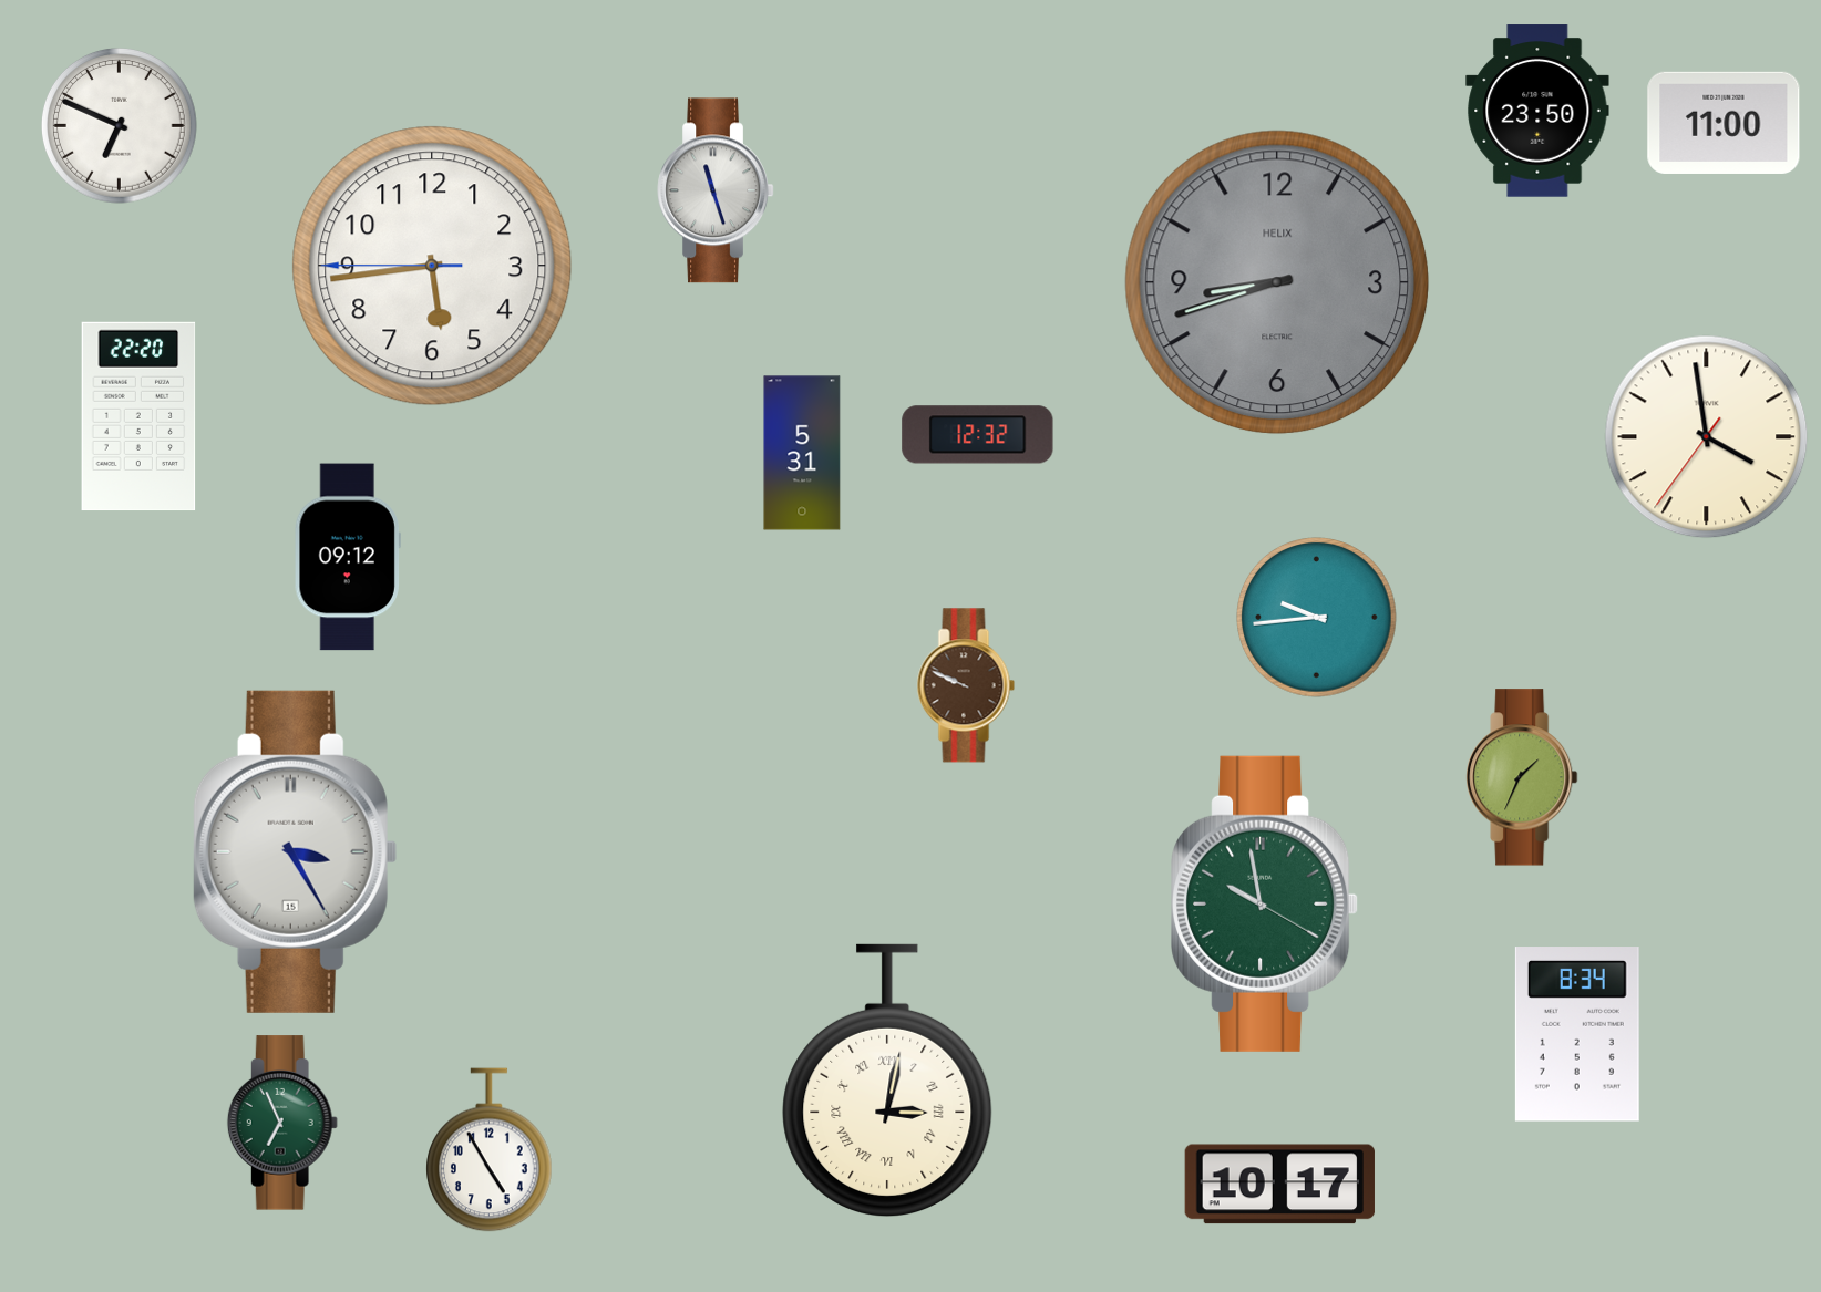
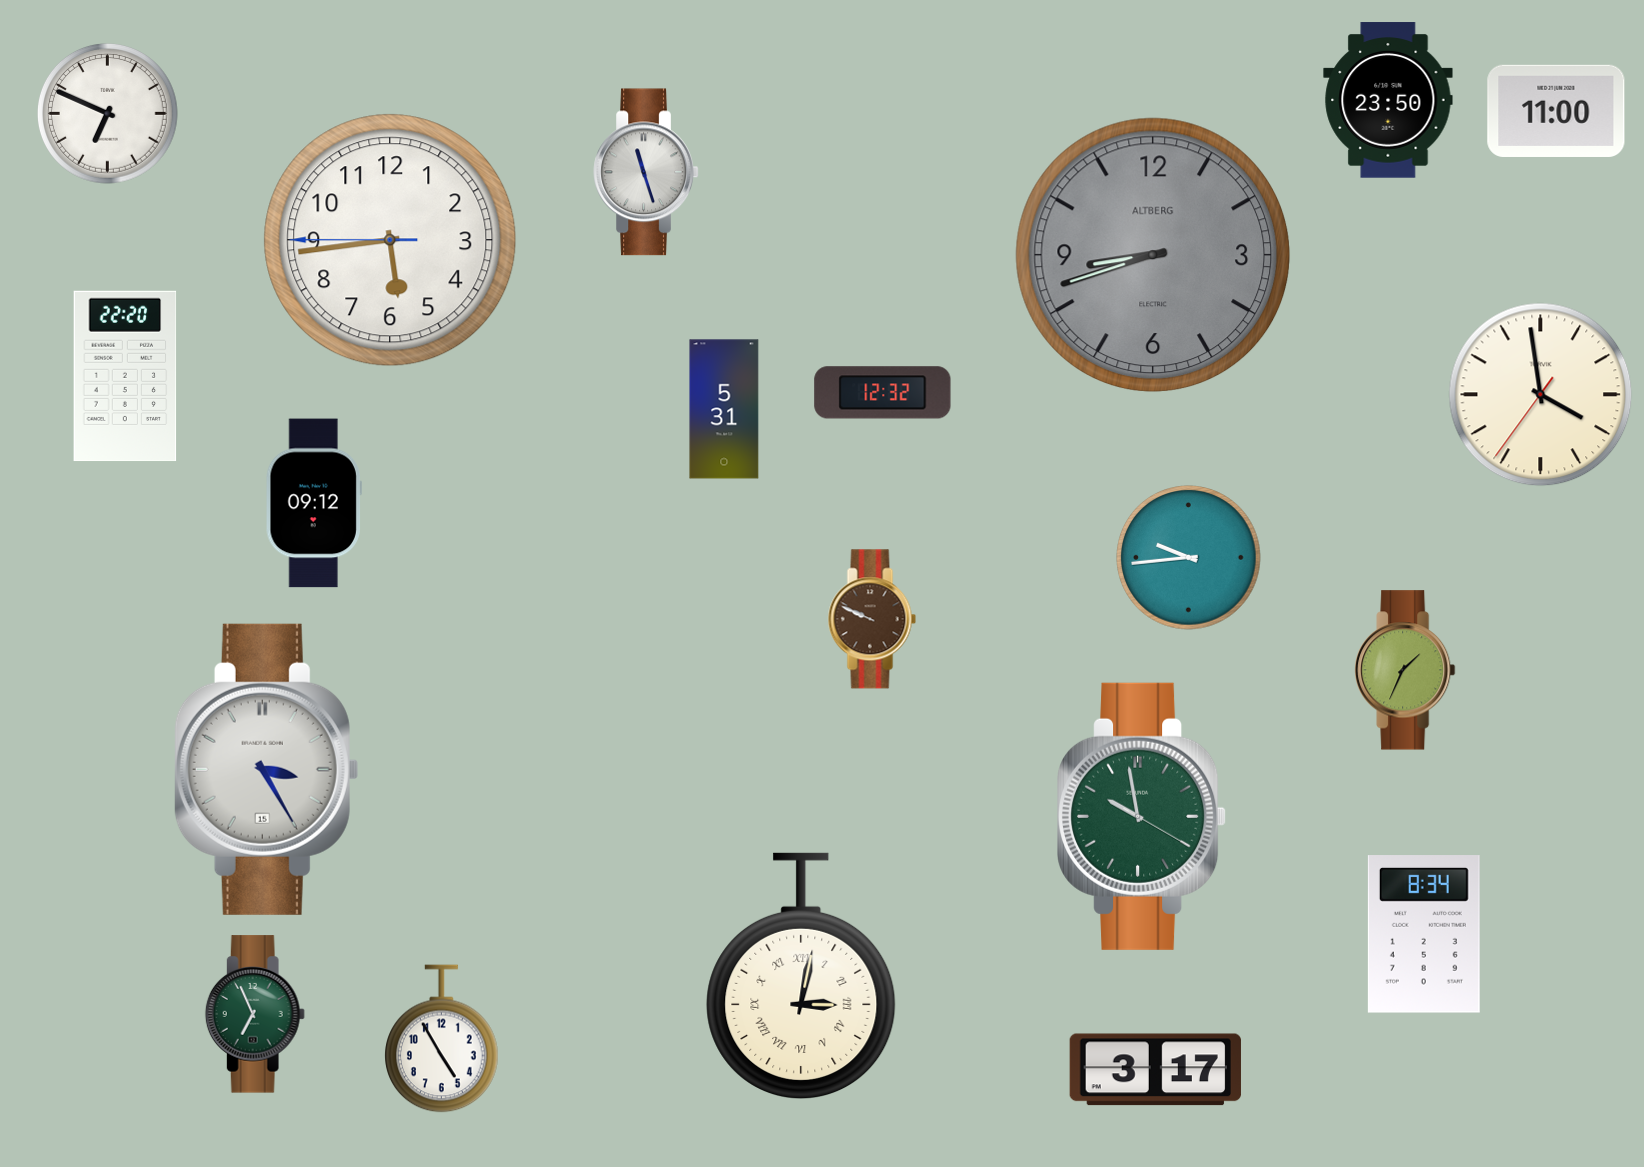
clock at (1277, 282) brand: HELIX -> ALTBERG
clock at (1522, 777) position: (1522, 777) -> (1405, 670)
clock at (1279, 1185): 10:17 -> 3:17
